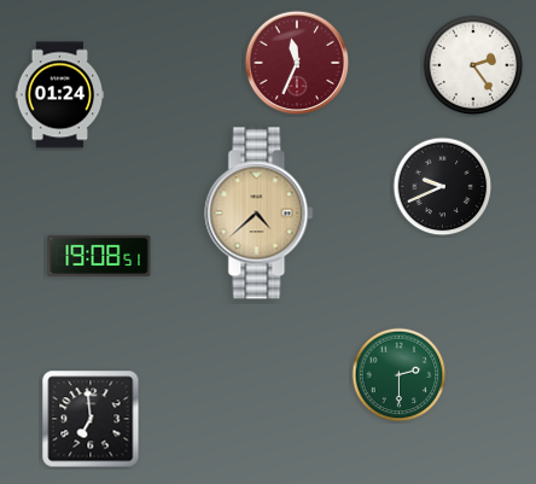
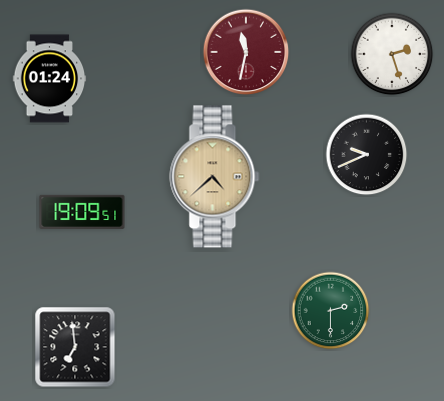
clock at (297, 63): 11:34 -> 11:32
clock at (473, 65): 2:24 -> 2:27
clock at (99, 256): 19:08 -> 19:09
